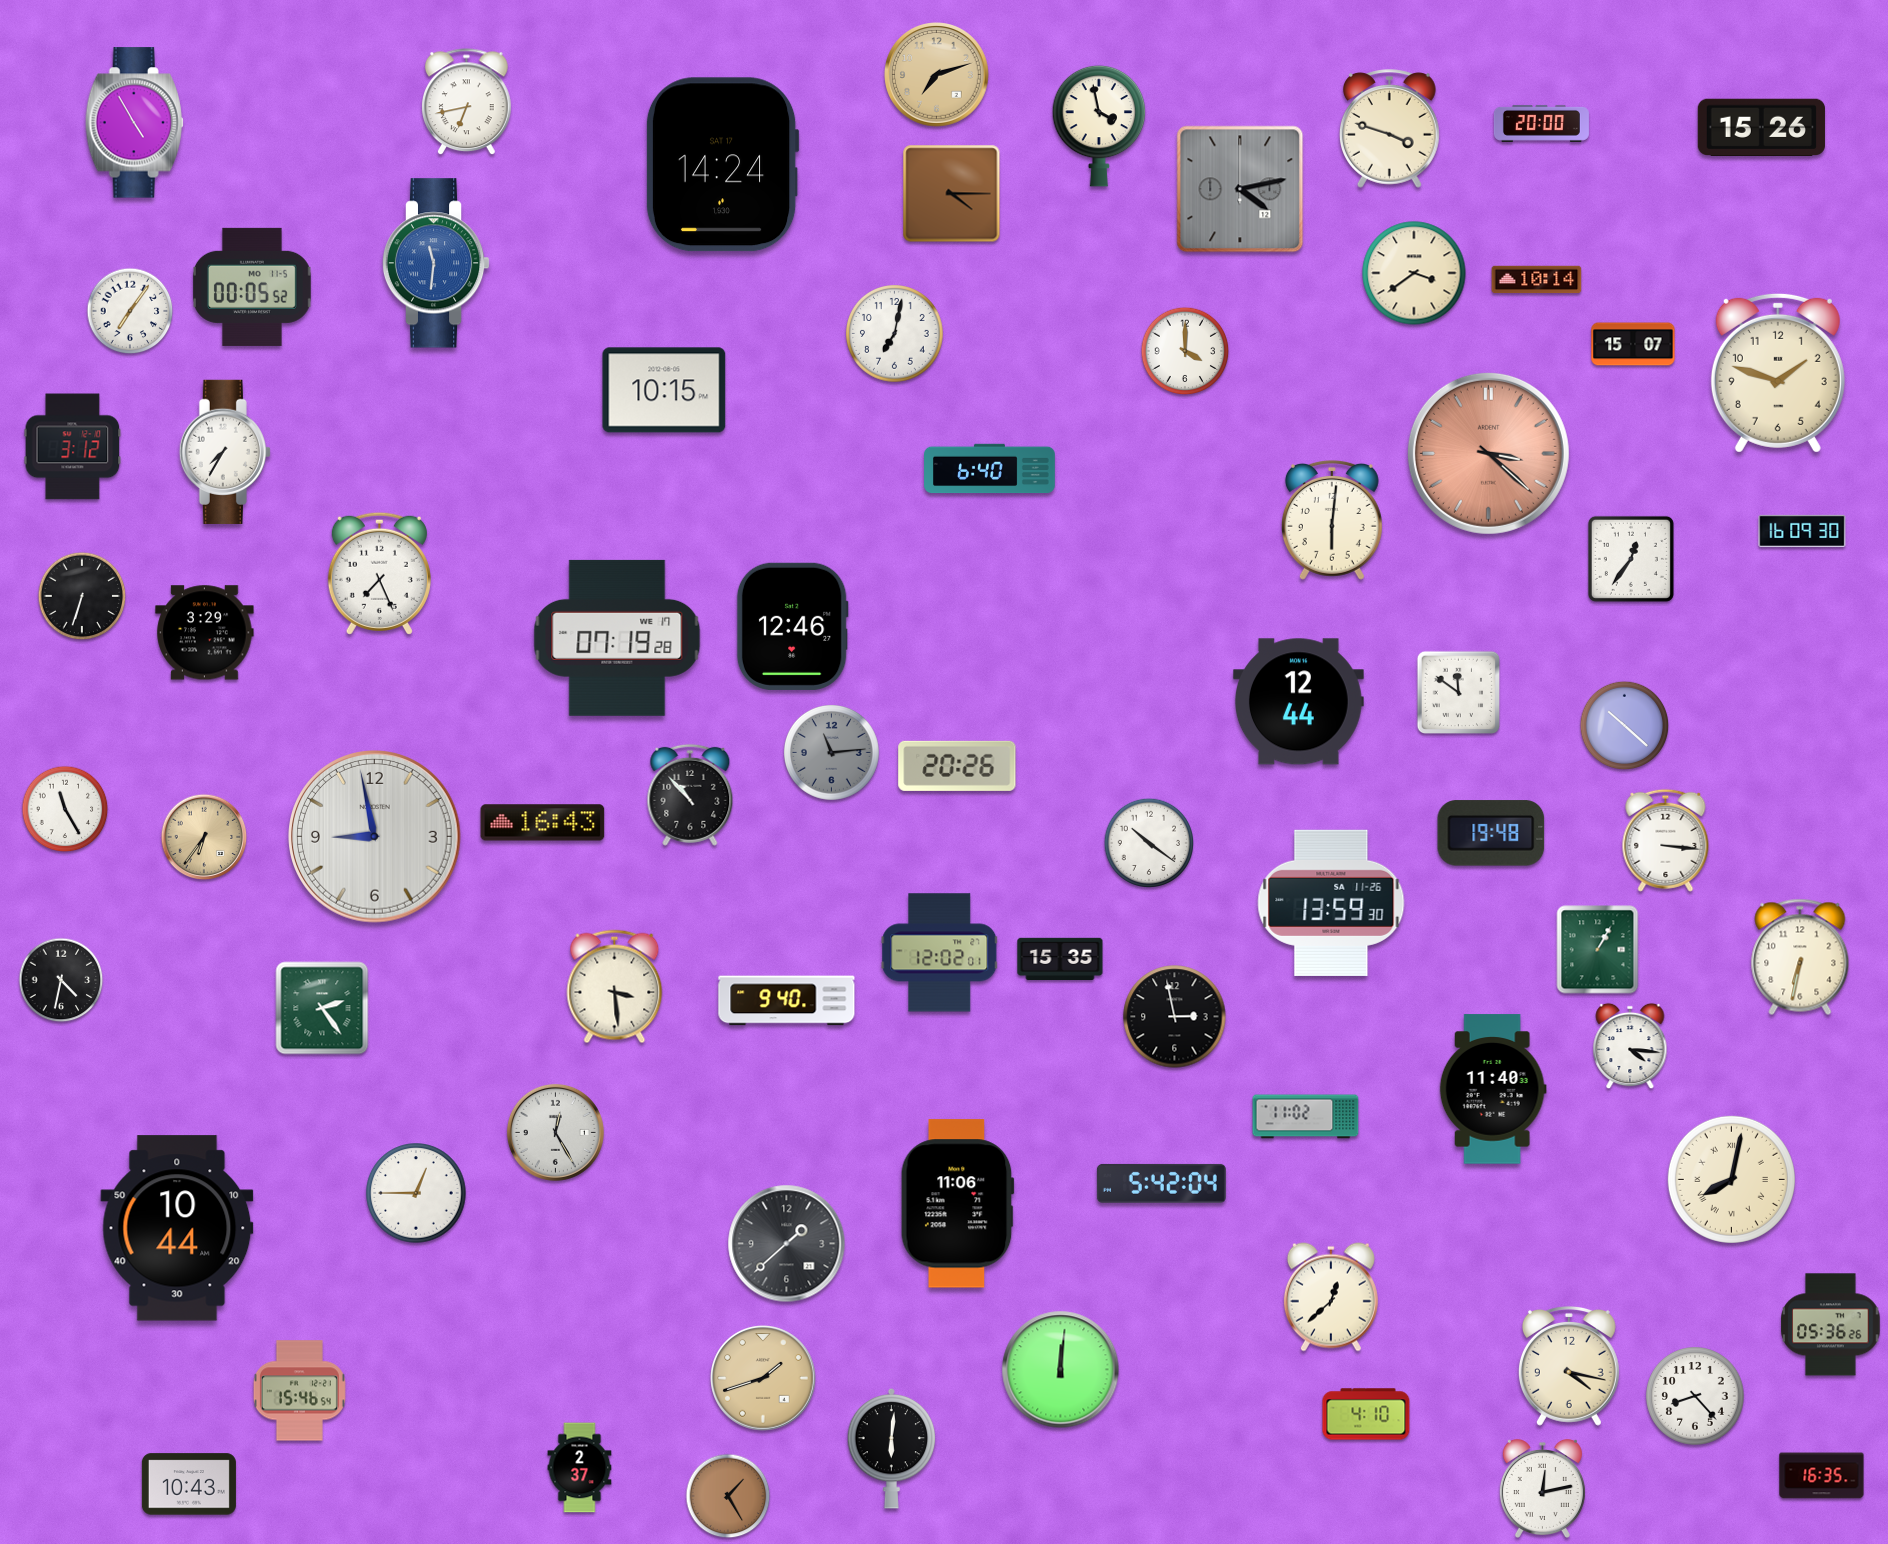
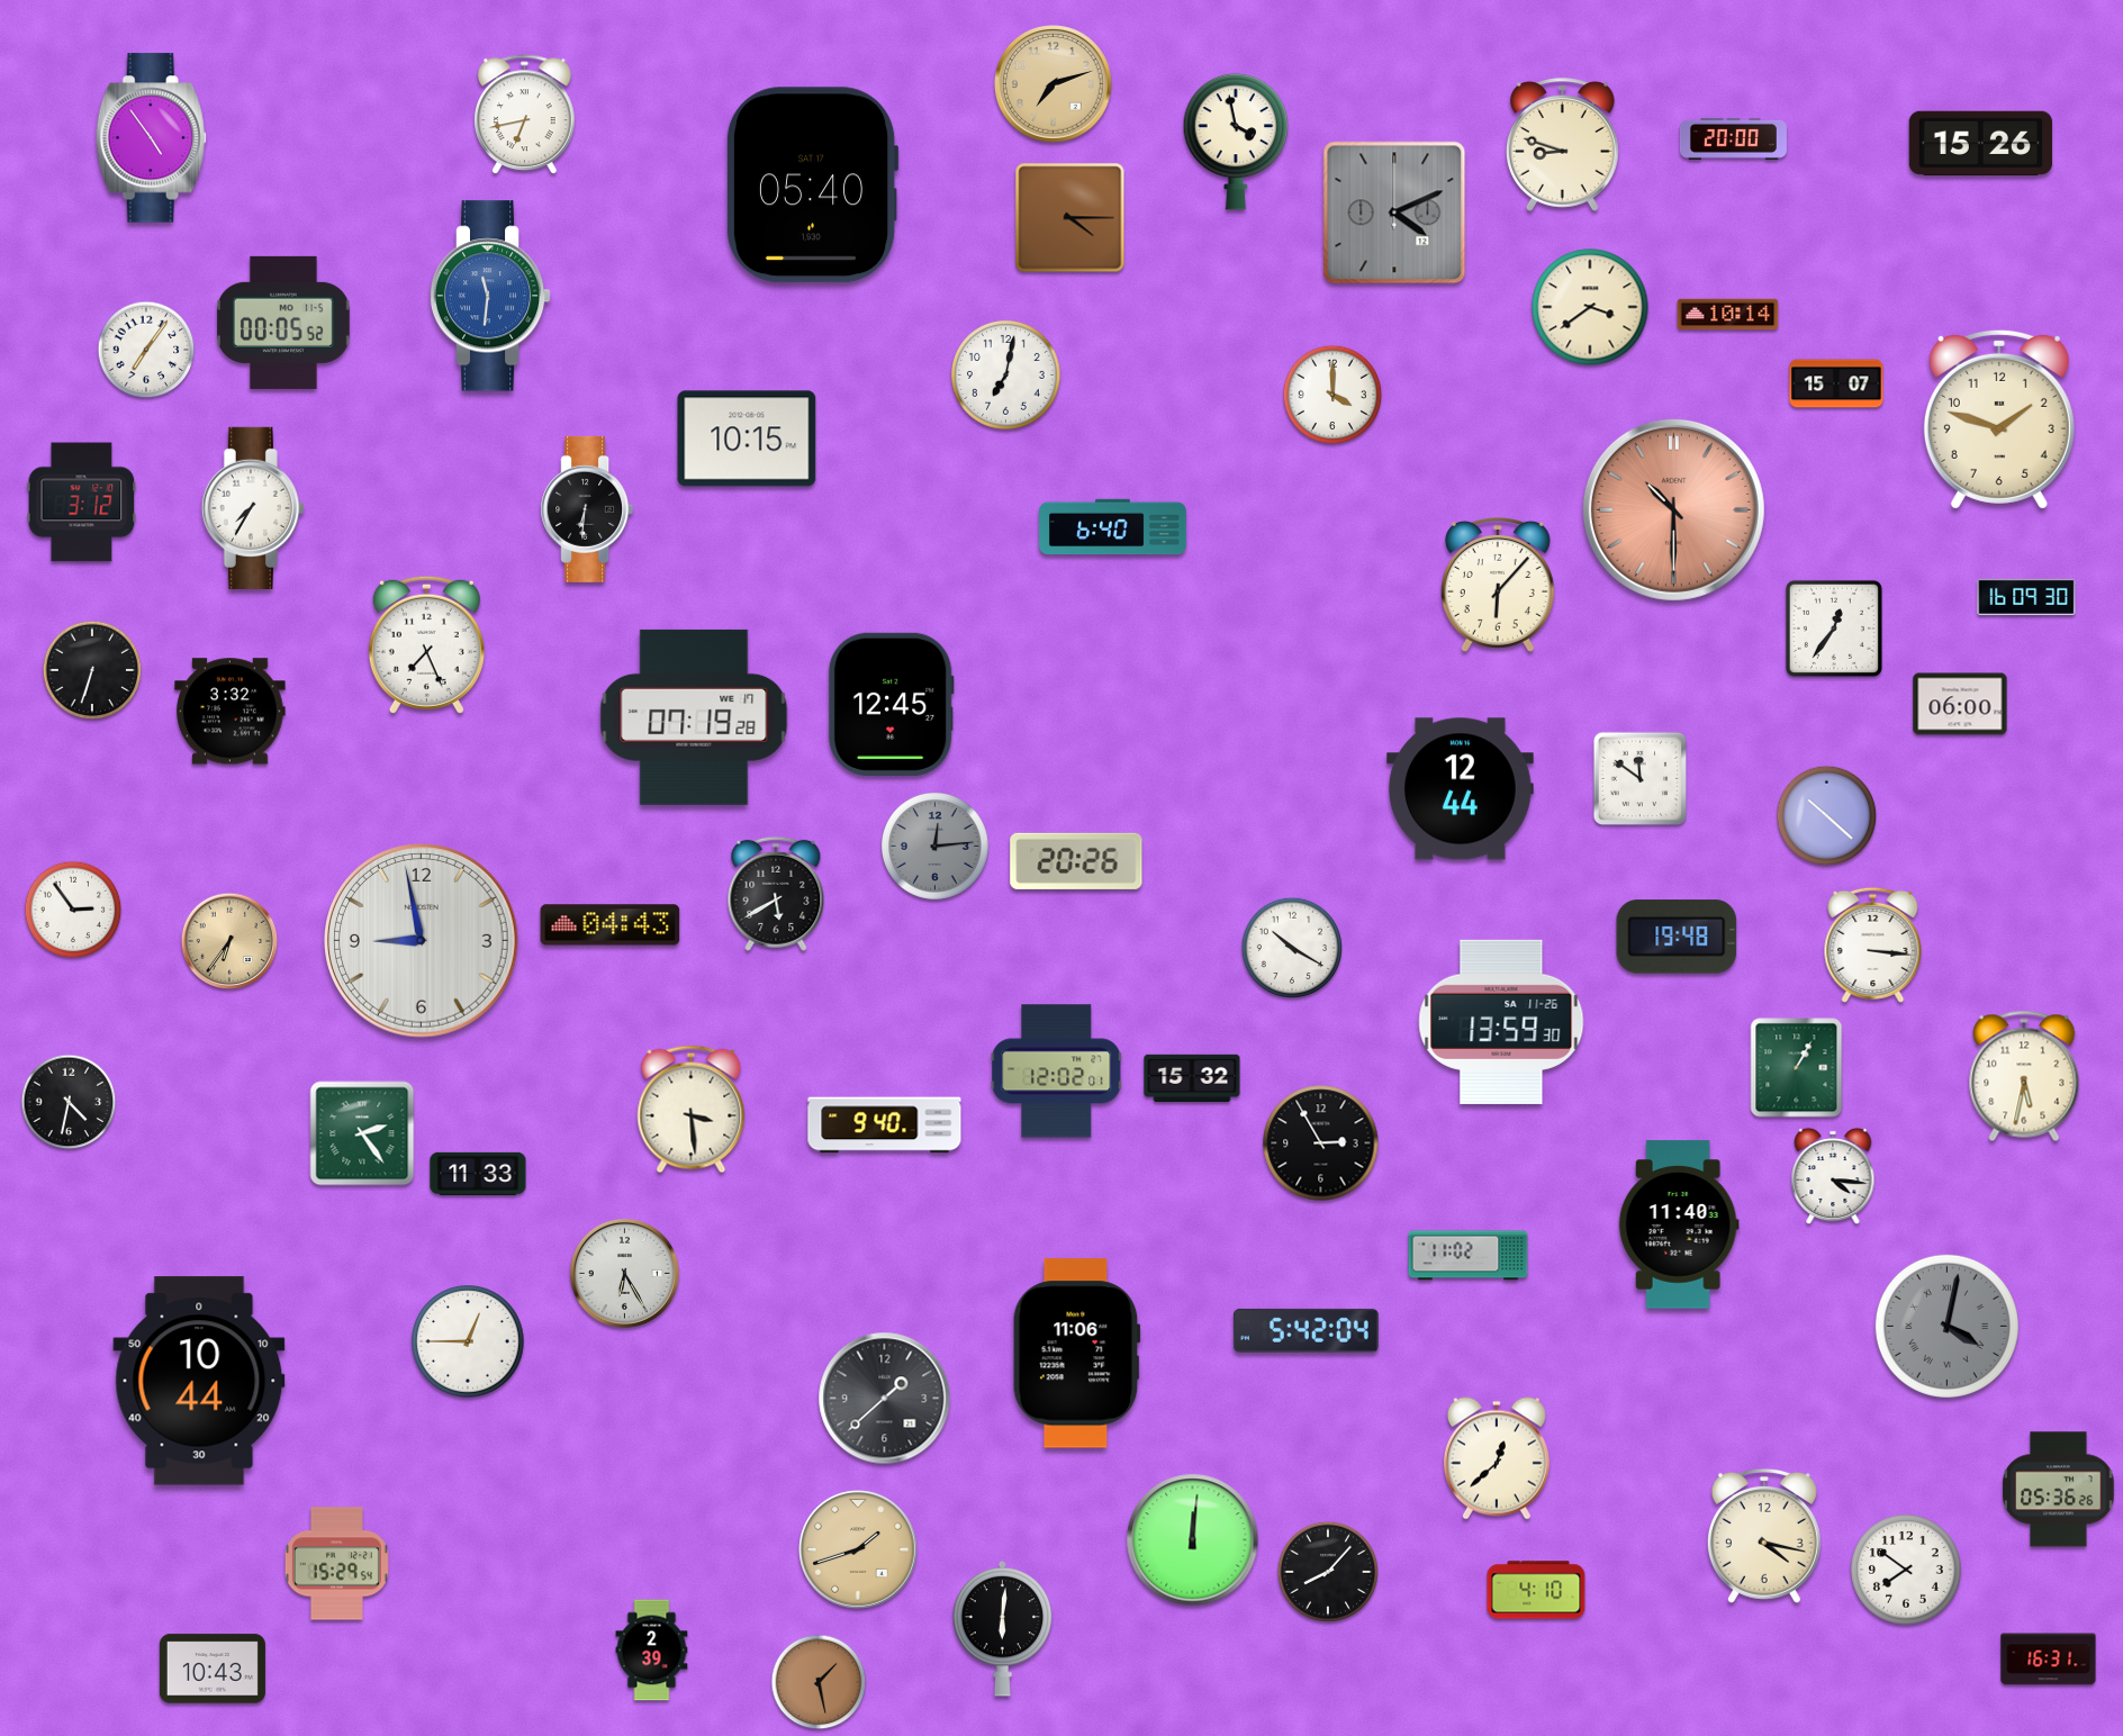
clock at (134, 123): 4:55 -> 4:54
clock at (1390, 129): 3:48 -> 8:48
clock at (722, 165): 14:24 -> 05:40
clock at (1240, 189): 4:13 -> 4:11
clock at (1633, 344) position: (1633, 344) -> (1836, 383)
clock at (587, 509): none -> 6:31
clock at (1488, 453): 3:22 -> 10:30
clock at (1332, 521): 6:01 -> 6:07
clock at (792, 626): 12:46 -> 12:45
clock at (1960, 704): none -> 06:00
clock at (205, 633): 3:29 -> 3:32
clock at (831, 752): 11:14 -> 12:14
clock at (690, 795): 10:53 -> 5:40
clock at (65, 809): 11:25 -> 2:54
clock at (543, 823): 16:43 -> 04:43
clock at (1148, 842): 10:21 -> 10:20
clock at (1331, 903) position: (1331, 903) -> (1501, 1022)
clock at (1800, 957): 6:32 -> 5:32
clock at (1060, 958): 15:35 -> 15:32
clock at (1175, 1017): 2:58 -> 2:55
clock at (478, 1174): none -> 11:33
clock at (555, 1132): 12:25 -> 6:25
clock at (1731, 1179): 8:02 -> 4:02
clock at (1731, 1179) dial: cream -> grey
clock at (299, 1391): 15:46 -> 15:29
clock at (1695, 1396): 8:23 -> 7:51
clock at (1327, 1571): none -> 8:07
clock at (580, 1468): 2:37 -> 2:39
clock at (1822, 1476): 16:35 -> 16:31
clock at (1542, 1488): 12:13 -> none
clock at (728, 1496): 1:25 -> 1:28
